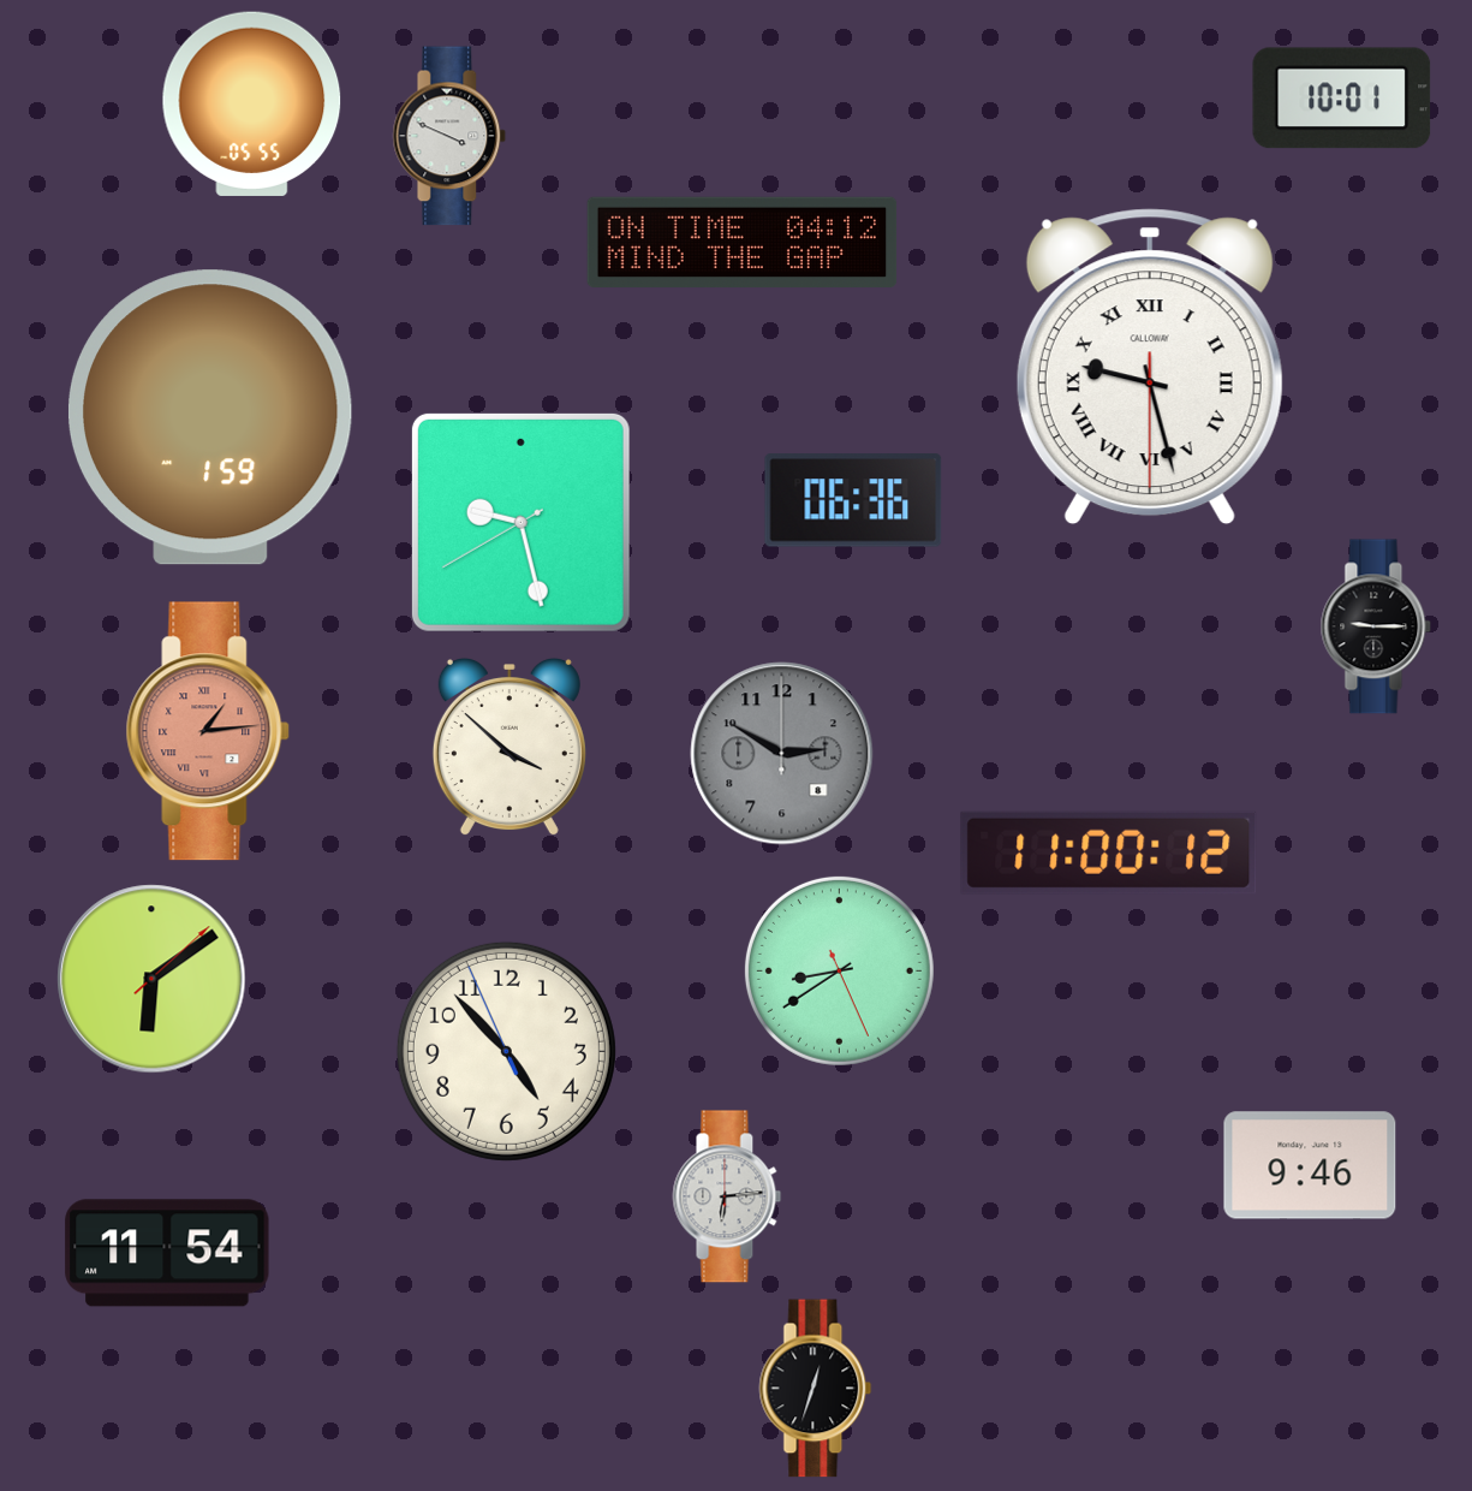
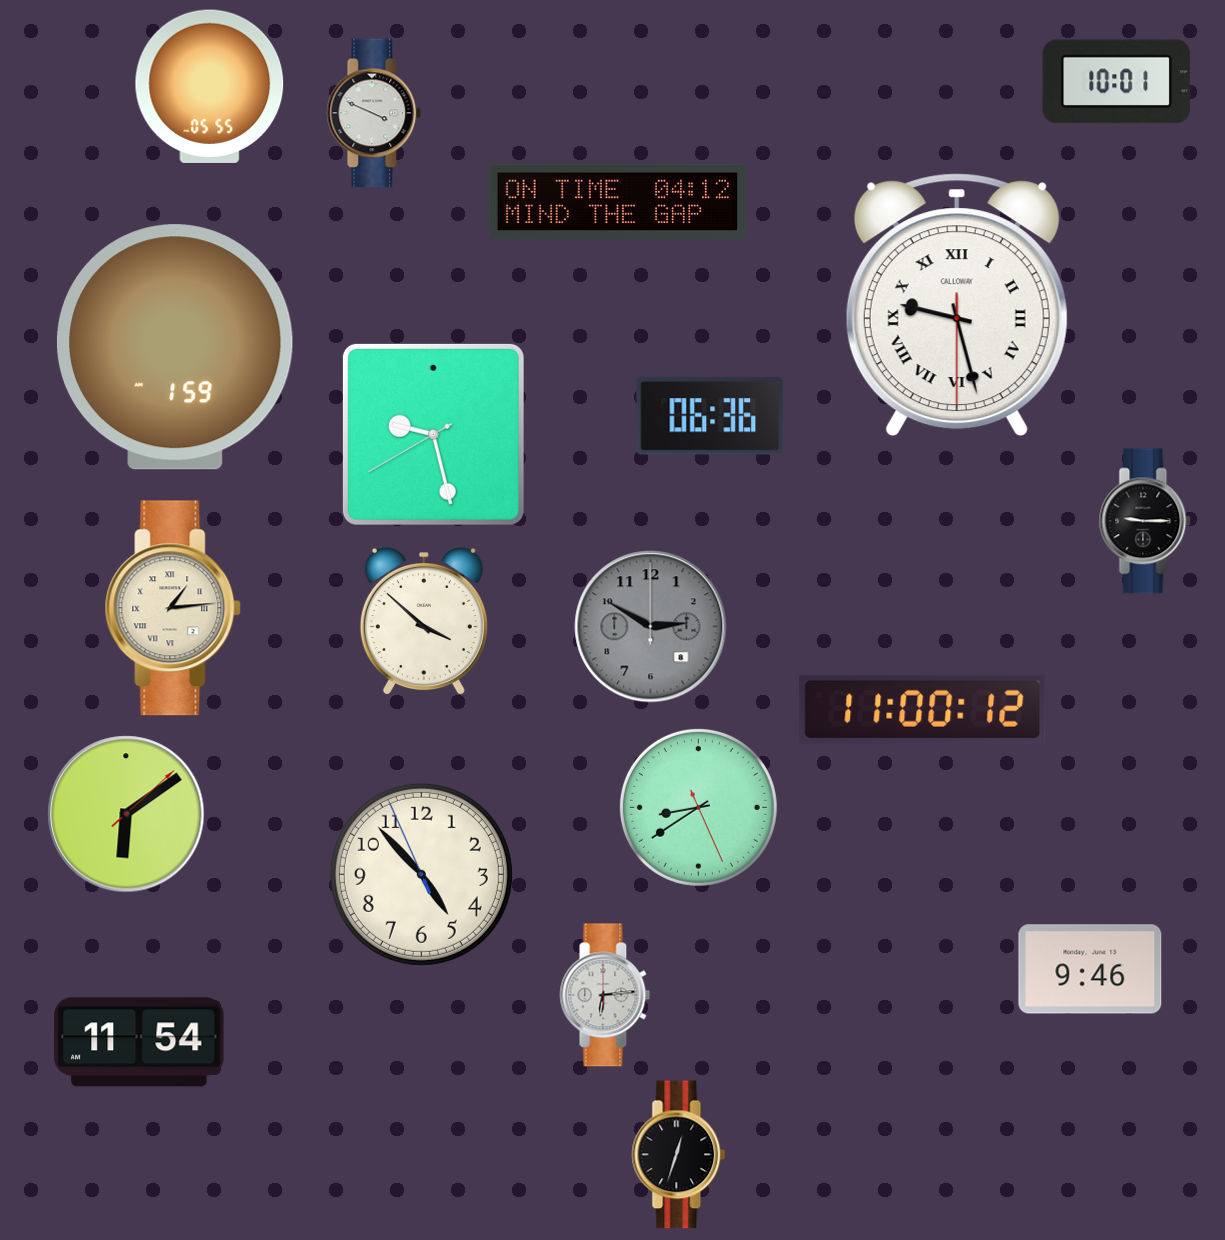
clock at (208, 731) dial: salmon -> cream
